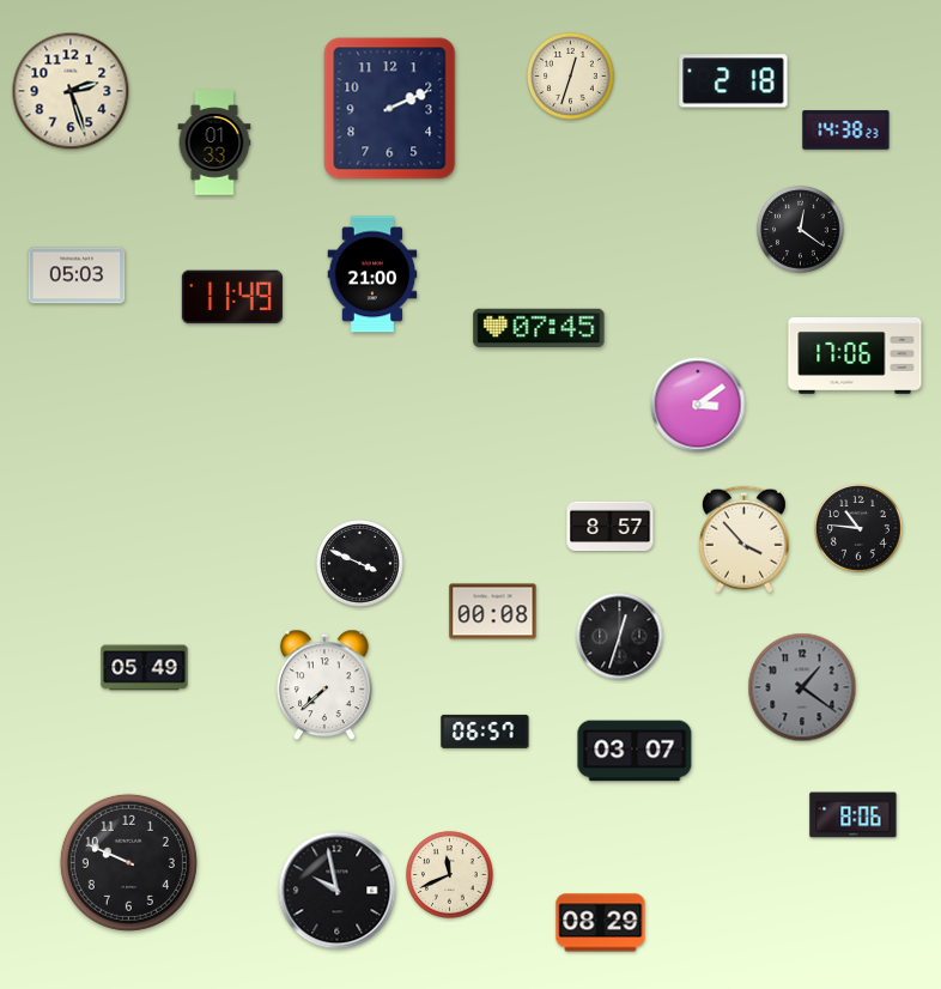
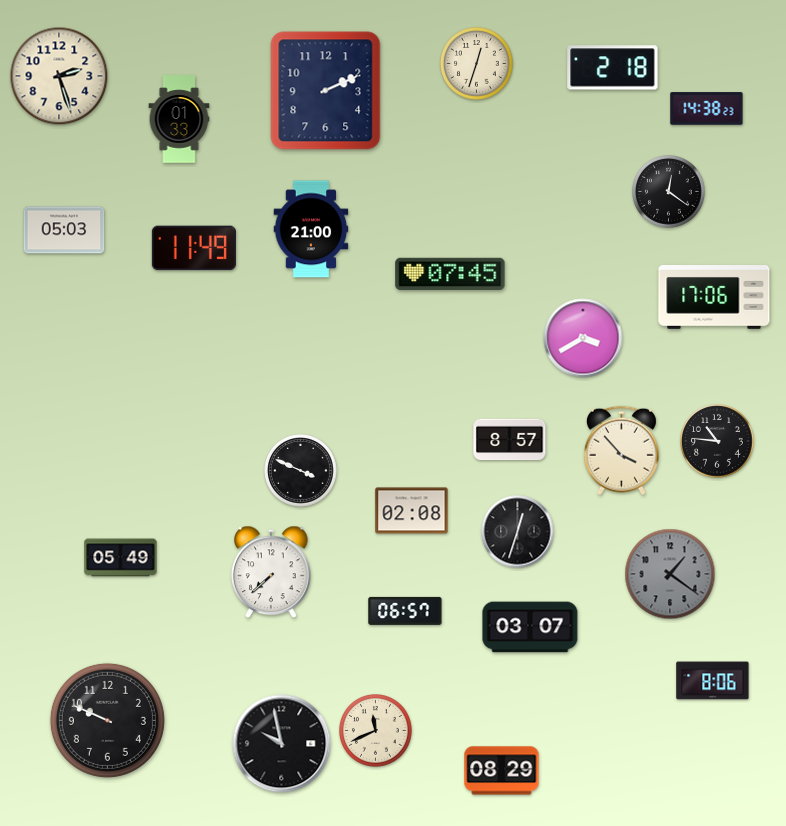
clock at (698, 405): 3:09 -> 3:40
clock at (493, 612): 00:08 -> 02:08
